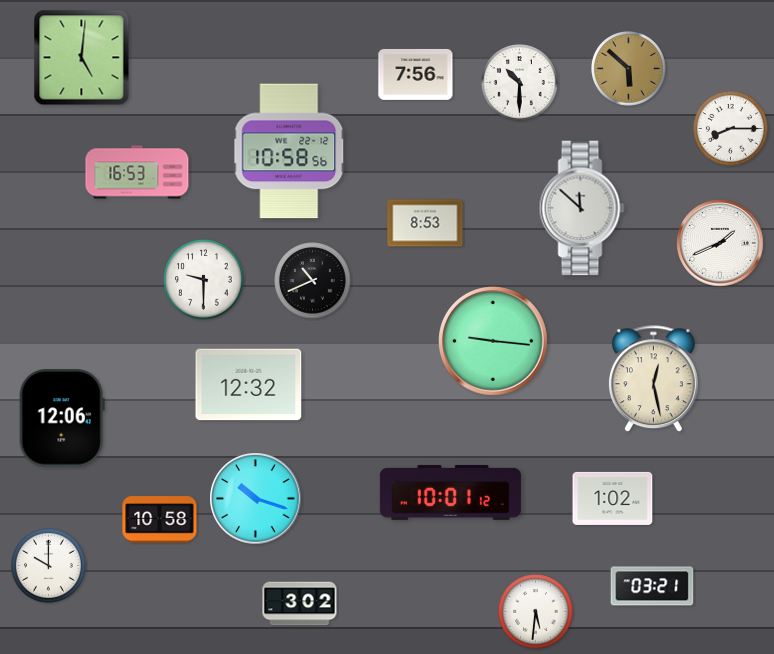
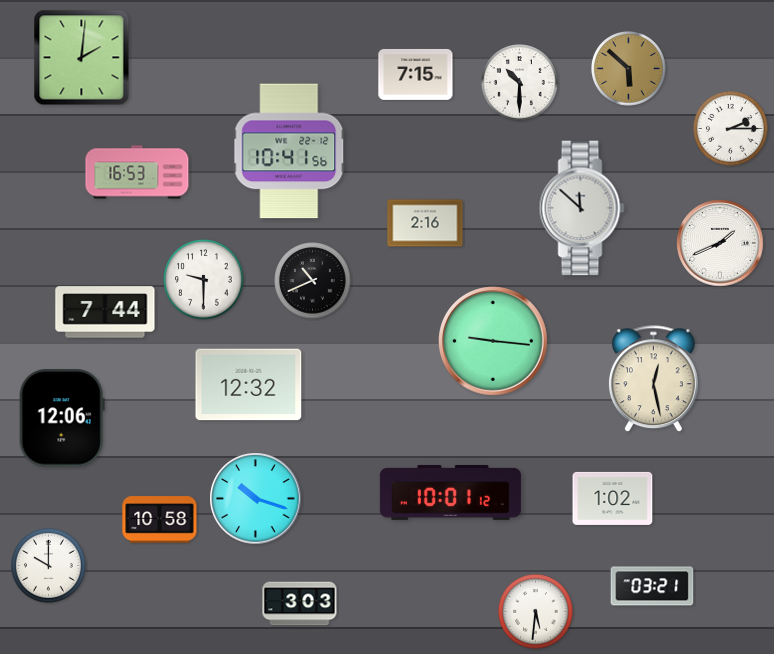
clock at (82, 58): 5:01 -> 2:01
clock at (416, 74): 7:56 -> 7:15
clock at (731, 129): 8:15 -> 2:15
clock at (289, 151): 10:58 -> 10:41
clock at (425, 223): 8:53 -> 2:16
clock at (105, 312): none -> 7:44
clock at (300, 604): 3:02 -> 3:03
